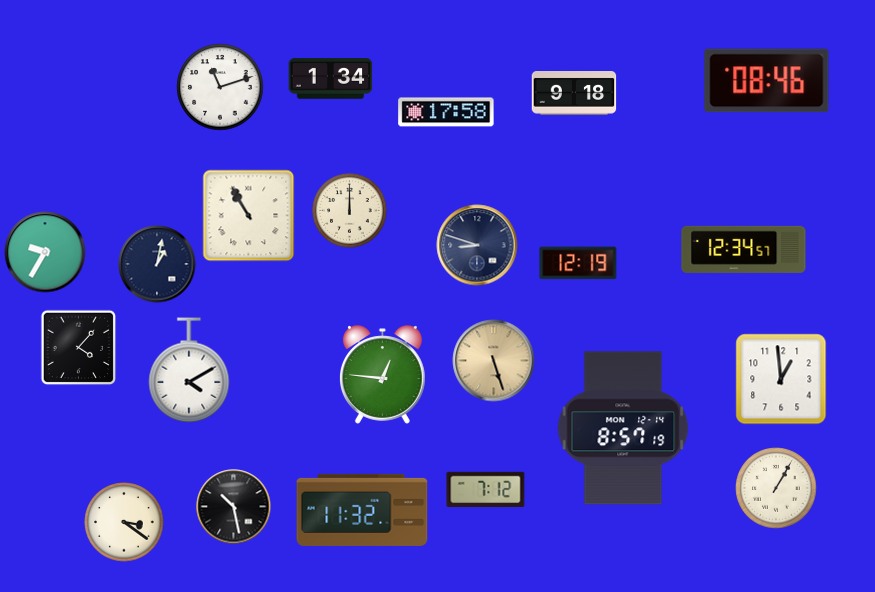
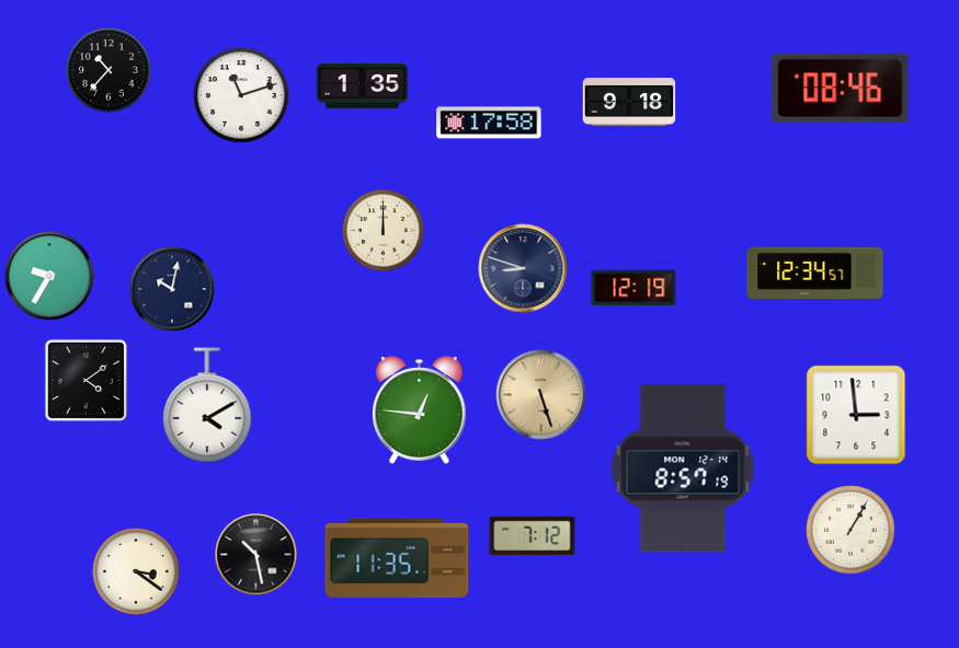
clock at (109, 70): none -> 10:37
clock at (331, 79): 1:34 -> 1:35
clock at (249, 216): 10:55 -> none
clock at (157, 264): 1:02 -> 10:02
clock at (79, 348): 4:07 -> 4:09
clock at (781, 379): 12:59 -> 2:59
clock at (776, 488) position: (776, 488) -> (850, 530)
clock at (362, 510): 11:32 -> 11:35
